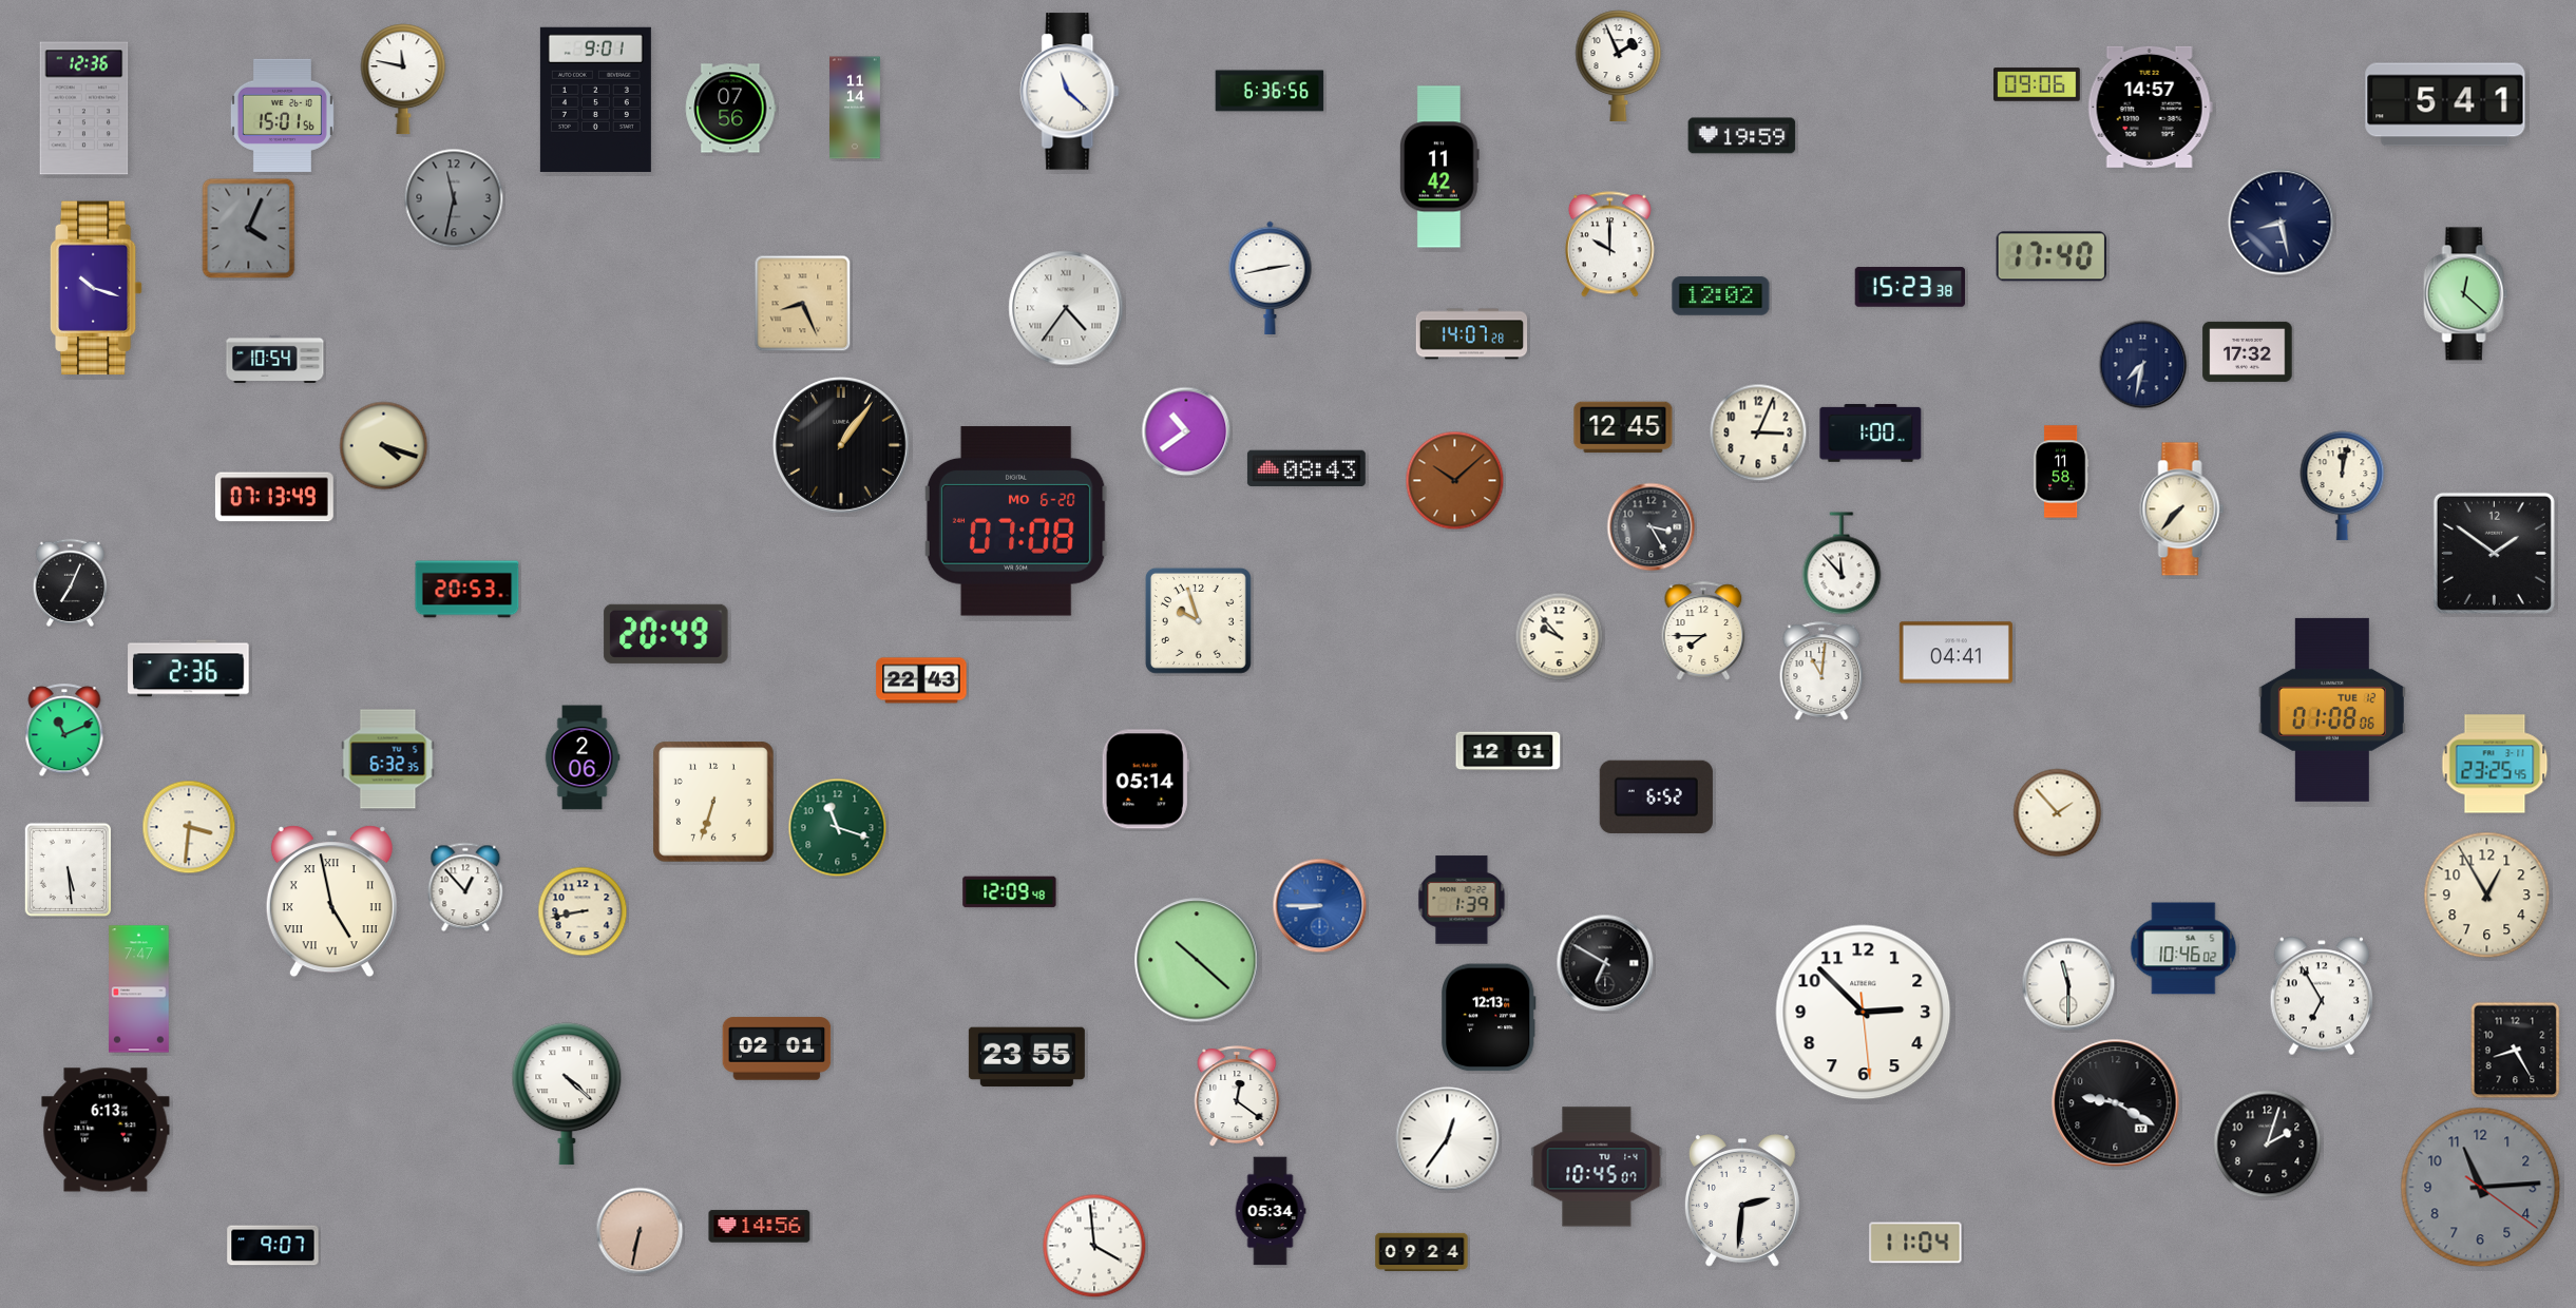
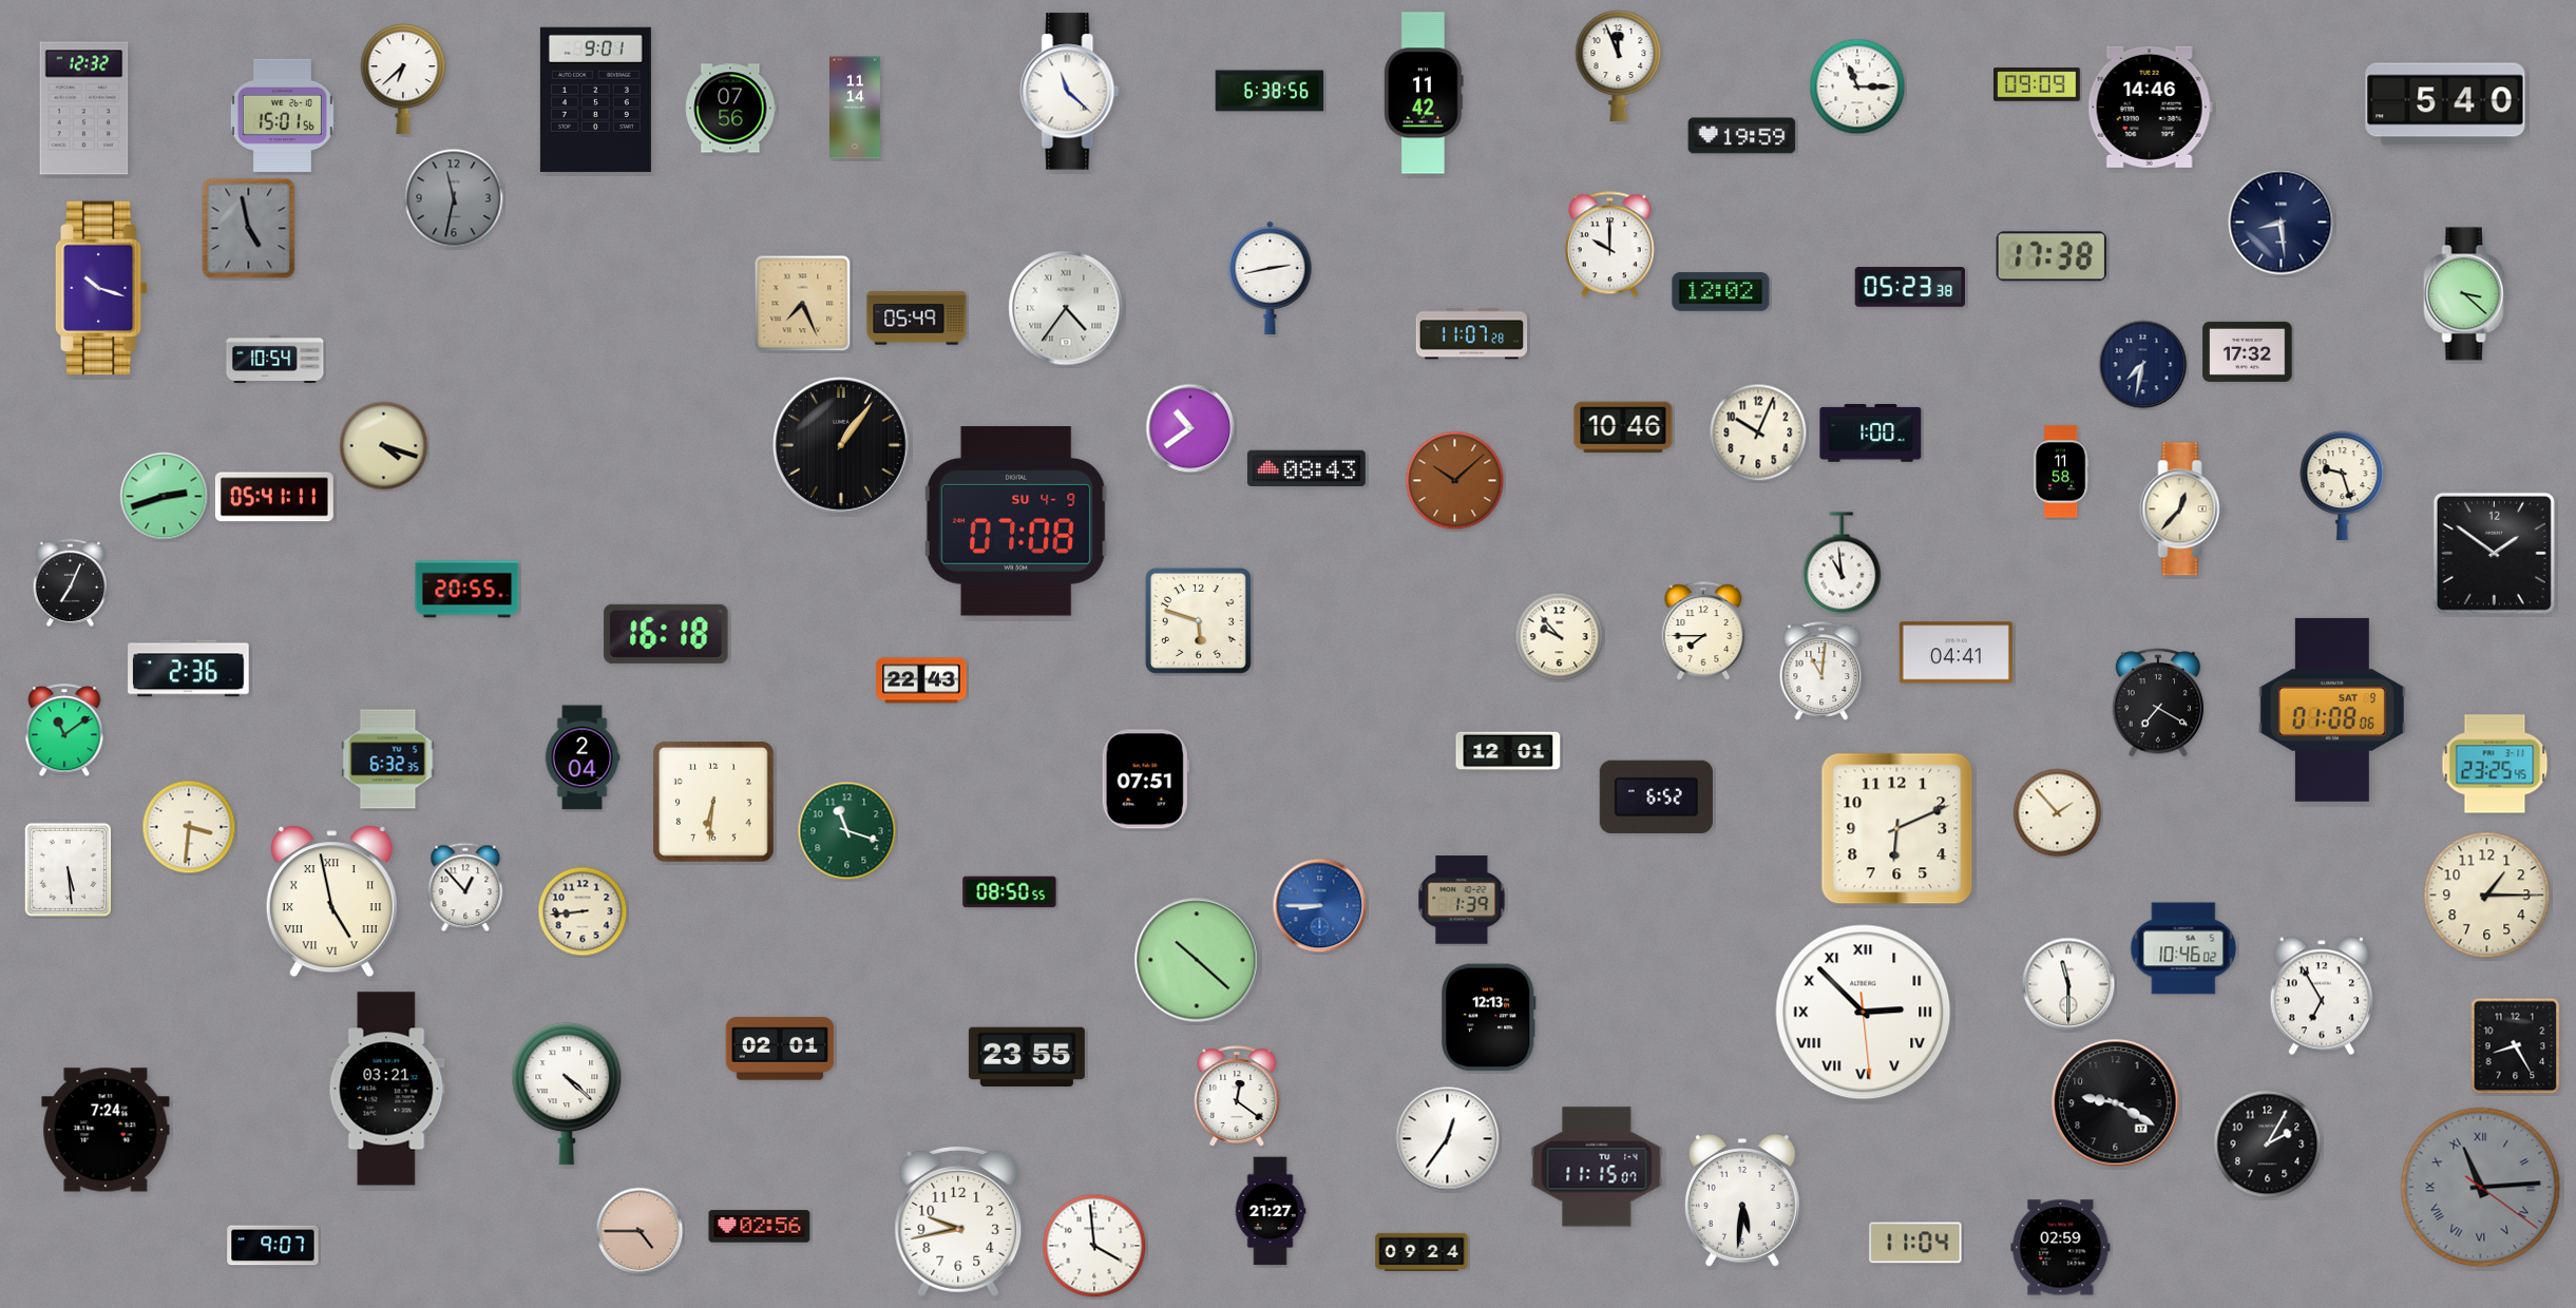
clock at (1619, 66): 1:56 -> 11:56
clock at (403, 79): 11:47 -> 6:38
clock at (2037, 84): 09:06 -> 09:09
clock at (1857, 86): none -> 11:15
clock at (1270, 91): 6:36 -> 6:38
clock at (2445, 104): 5:41 -> 5:40
clock at (2150, 107): 14:57 -> 14:46
clock at (84, 109): 12:36 -> 12:32
clock at (1440, 167) position: (1440, 167) -> (1425, 93)
clock at (2282, 223): 8:28 -> 8:29
clock at (249, 229): 4:04 -> 4:58
clock at (2050, 256): 17:40 -> 17:38
clock at (1910, 287): 15:23 -> 05:23
clock at (97, 288) position: (97, 288) -> (102, 288)
clock at (2466, 294): 12:22 -> 3:22
clock at (1721, 296) position: (1721, 296) -> (1721, 292)
clock at (803, 304): 8:26 -> 7:26
clock at (917, 319): none -> 05:49
clock at (1472, 334): 14:07 -> 11:07
clock at (1623, 427): 12:45 -> 10:46
clock at (1186, 431) position: (1186, 431) -> (1190, 428)
clock at (1758, 432): 3:04 -> 10:04
clock at (2343, 486): 12:02 -> 9:27
clock at (165, 497): none -> 2:42
clock at (274, 497): 07:13 -> 05:41
clock at (2182, 509): 7:37 -> 12:37
clock at (1016, 521) date: MO 6-20 -> SU 4-9
clock at (1652, 527): 3:25 -> none
clock at (1842, 563): 11:53 -> 10:59
clock at (468, 590): 20:53 -> 20:55
clock at (1198, 620): 9:57 -> 5:48
clock at (666, 634): 20:49 -> 16:18
clock at (2158, 703): none -> 7:20
clock at (2332, 710) date: TUE 12 -> SAT 9
clock at (64, 731): 11:11 -> 11:09
clock at (583, 757): 2:06 -> 2:04
clock at (1145, 780): 05:14 -> 07:51
clock at (714, 803): 6:33 -> 6:31
clock at (838, 828) position: (838, 828) -> (847, 831)
clock at (1897, 829): none -> 6:11
clock at (1010, 892): 12:09 -> 08:50
clock at (2487, 896): 12:55 -> 1:15
clock at (583, 911): 8:43 -> 8:44
clock at (1605, 963): 6:50 -> none
clock at (139, 989): 7:47 -> none
clock at (1864, 1013) numerals: Arabic -> Roman
clock at (777, 1049) position: (777, 1049) -> (780, 1049)
clock at (2516, 1051) position: (2516, 1051) -> (2516, 1046)
clock at (386, 1089): none -> 03:21
clock at (106, 1130): 6:13 -> 7:24
clock at (2268, 1144): 2:03 -> 2:05
clock at (1597, 1167): 10:45 -> 11:15
clock at (2481, 1188) numerals: Arabic -> Roman
clock at (1742, 1201): 2:31 -> 5:31
clock at (1271, 1211): 05:34 -> 21:27
clock at (958, 1222): none -> 9:43
clock at (760, 1227): 14:56 -> 02:56
clock at (640, 1231): 6:32 -> 4:45
clock at (2061, 1248): none -> 02:59
